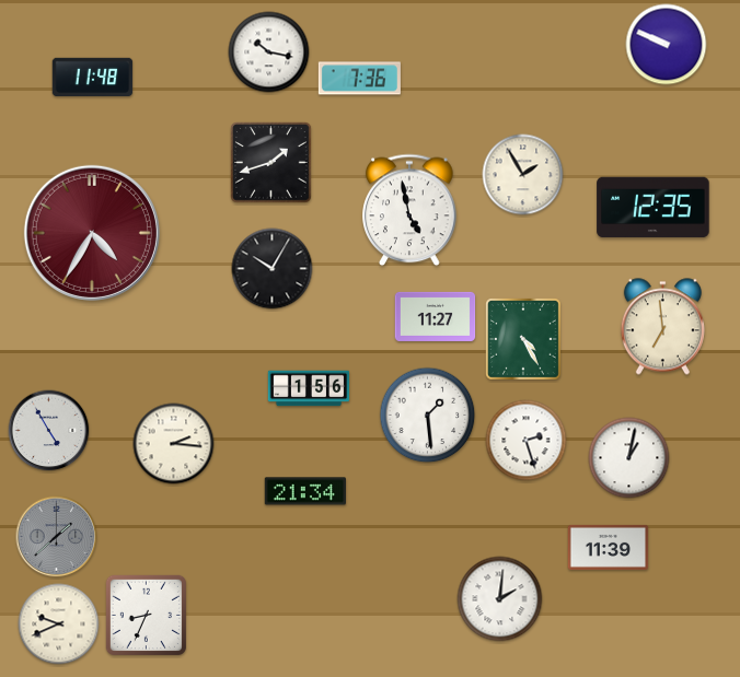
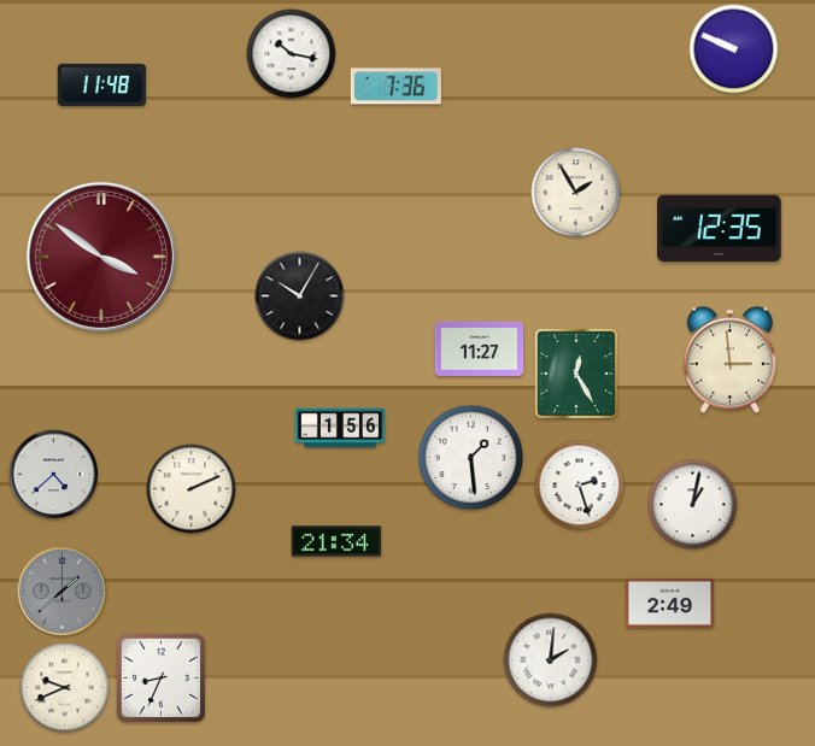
clock at (269, 52) position: (269, 52) -> (292, 54)
clock at (271, 163): 1:42 -> none
clock at (409, 210): 4:58 -> none
clock at (92, 233): 4:35 -> 3:51
clock at (662, 327): 6:59 -> 2:59
clock at (524, 340): 4:25 -> 12:25
clock at (49, 431): 4:55 -> 4:38
clock at (174, 444): 2:16 -> 2:11
clock at (609, 547): 11:39 -> 2:49
